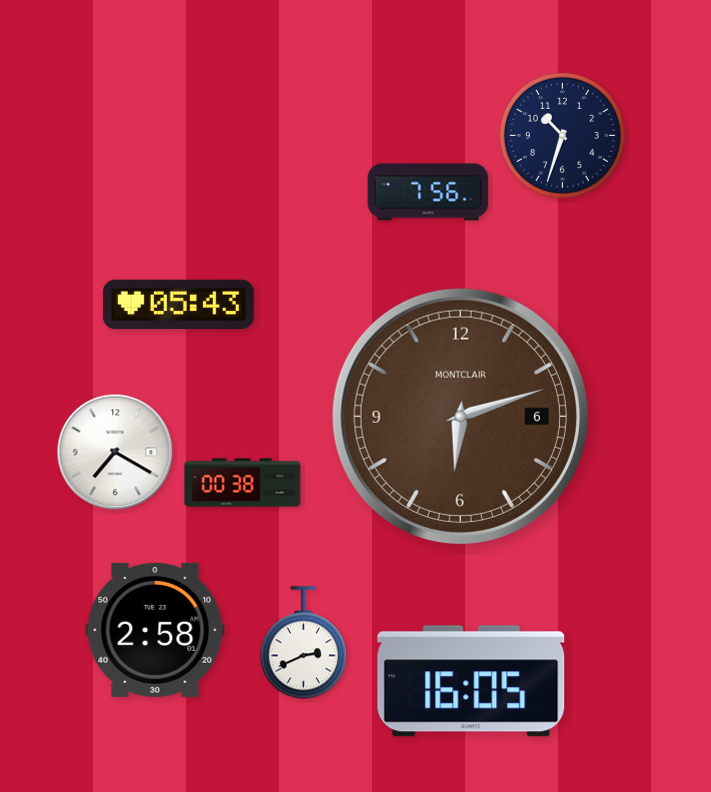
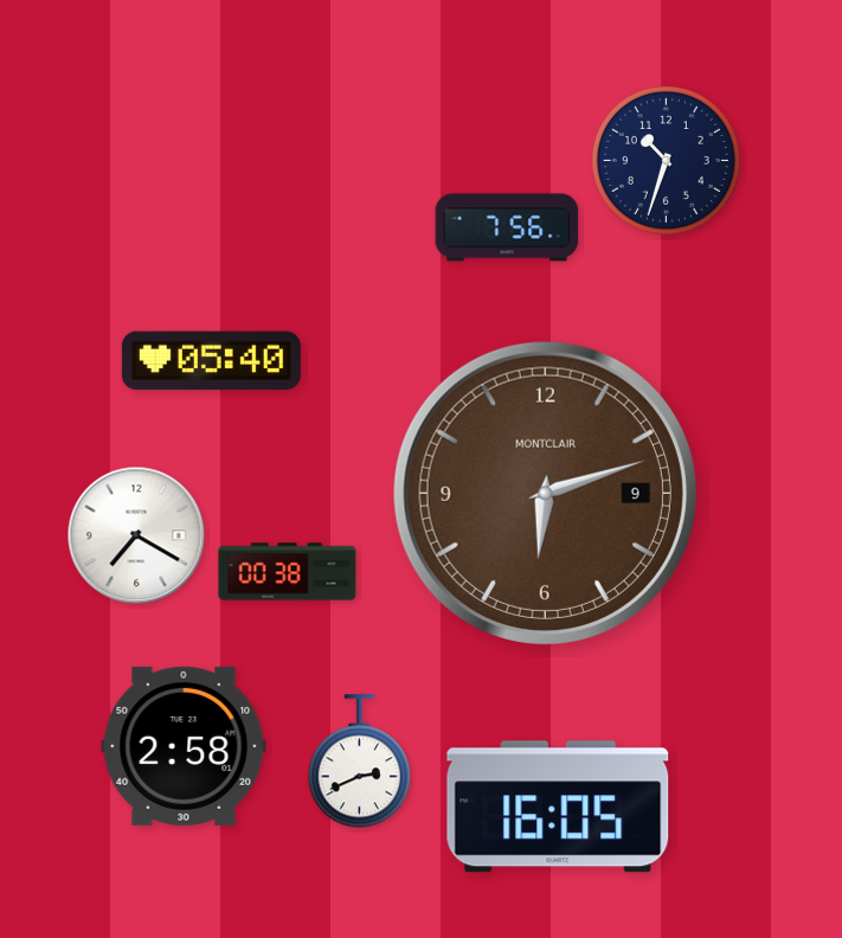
clock at (178, 305): 05:43 -> 05:40
clock at (460, 416) date: 6 -> 9
